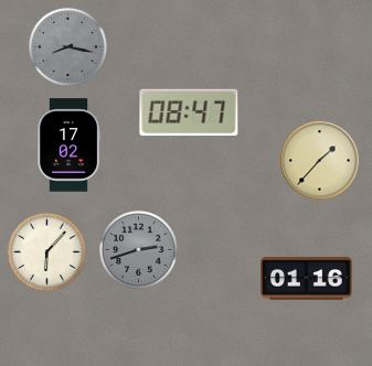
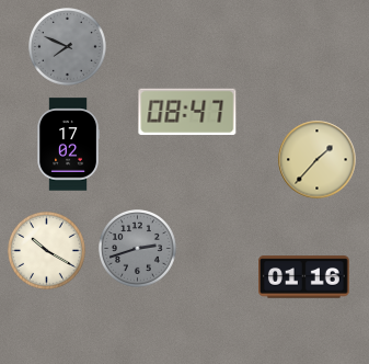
clock at (68, 47): 8:17 -> 7:49
clock at (47, 252): 6:07 -> 10:20
